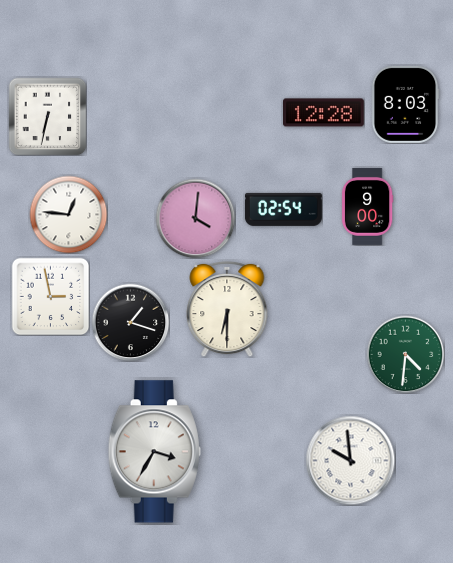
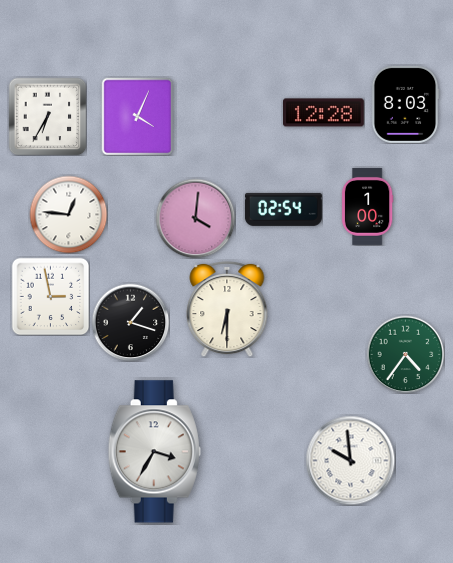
clock at (47, 116): 6:32 -> 6:35
clock at (138, 116): none -> 4:04
clock at (367, 206): 9:00 -> 1:00
clock at (405, 354): 4:31 -> 4:36
